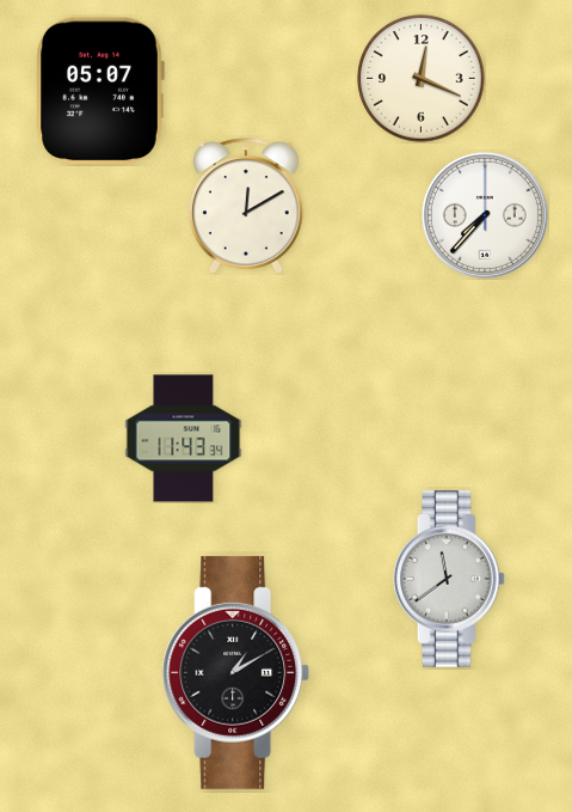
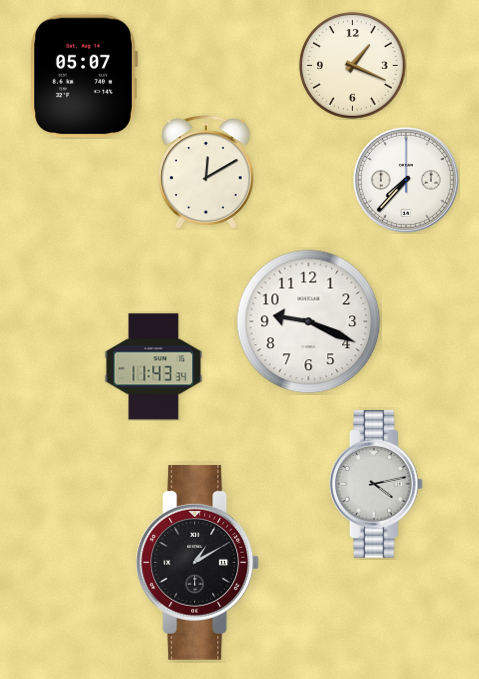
clock at (422, 79): 12:19 -> 1:19
clock at (309, 322): none -> 9:19
clock at (450, 579): 11:39 -> 4:13
